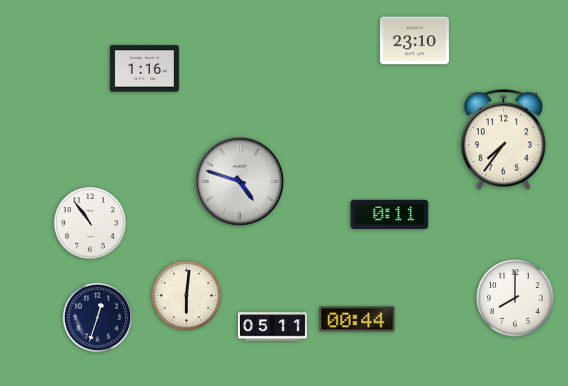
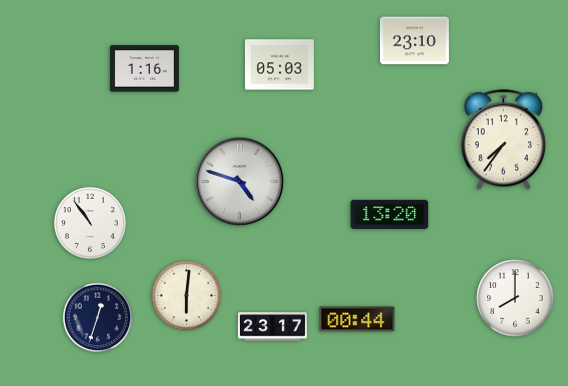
clock at (279, 65): none -> 05:03
clock at (390, 214): 0:11 -> 13:20
clock at (272, 327): 05:11 -> 23:17
